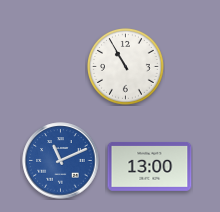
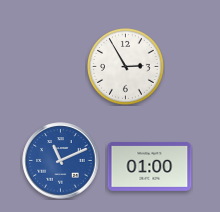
clock at (126, 67): 10:55 -> 2:55
clock at (150, 166): 13:00 -> 01:00
